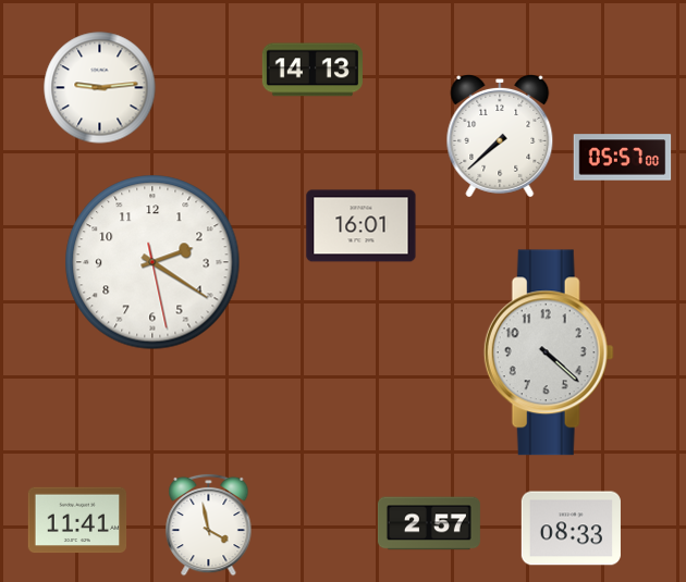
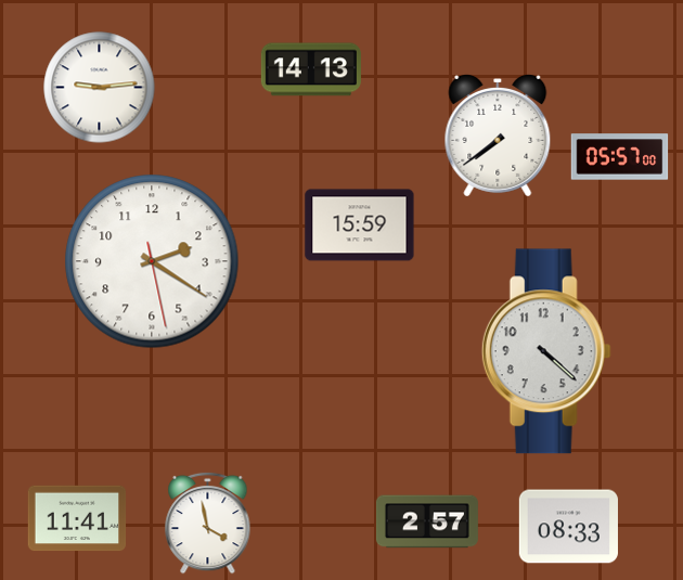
clock at (500, 136): 7:38 -> 7:39
clock at (362, 226): 16:01 -> 15:59
